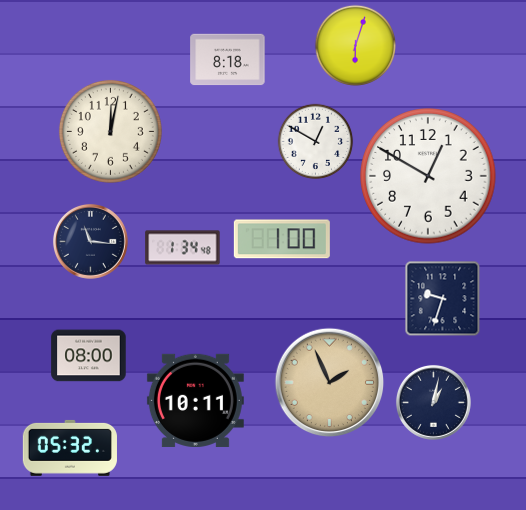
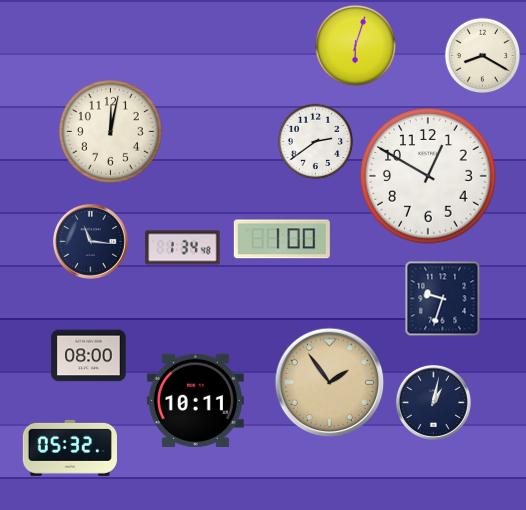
clock at (483, 56): none -> 8:20
clock at (228, 60): 8:18 -> none
clock at (316, 142): 12:50 -> 2:39
clock at (330, 383): 1:56 -> 1:54
